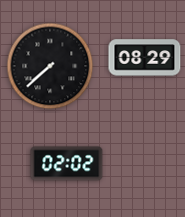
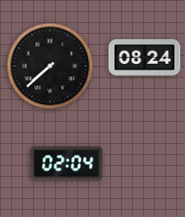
clock at (145, 58): 08:29 -> 08:24
clock at (67, 164): 02:02 -> 02:04
